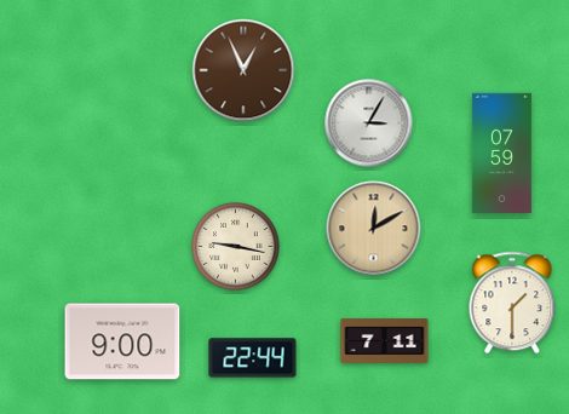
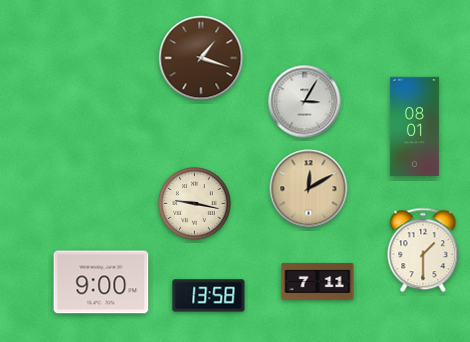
clock at (243, 70): 12:56 -> 1:18
clock at (501, 153): 07:59 -> 08:01
clock at (253, 358): 22:44 -> 13:58
